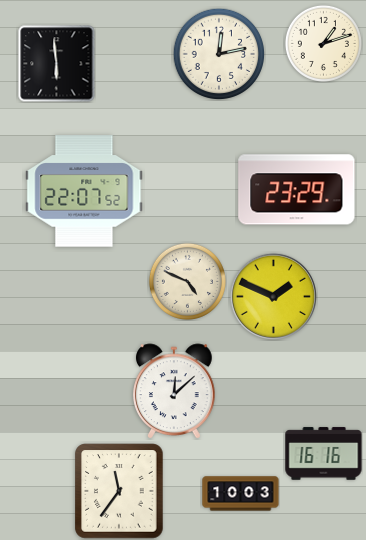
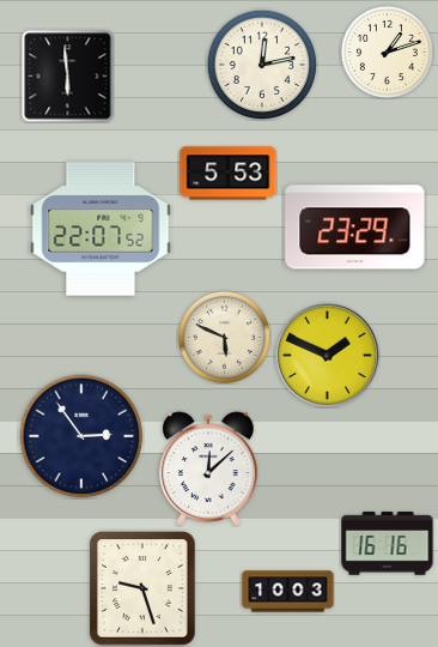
clock at (229, 174): none -> 5:53
clock at (187, 281): 4:49 -> 5:49
clock at (81, 436): none -> 2:54
clock at (119, 491): 11:36 -> 9:27
